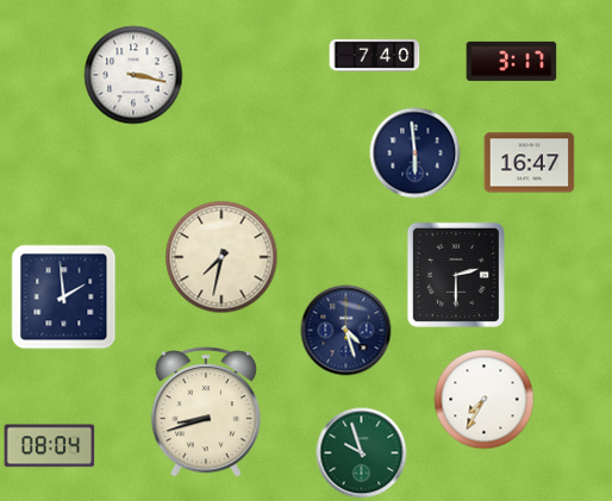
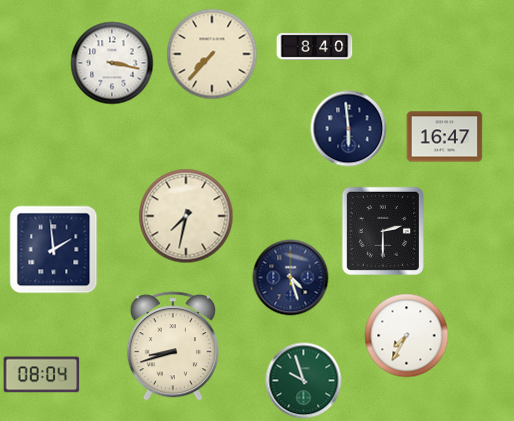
clock at (375, 55): 7:40 -> 8:40
clock at (512, 61): 3:17 -> none
clock at (212, 54): none -> 7:37
